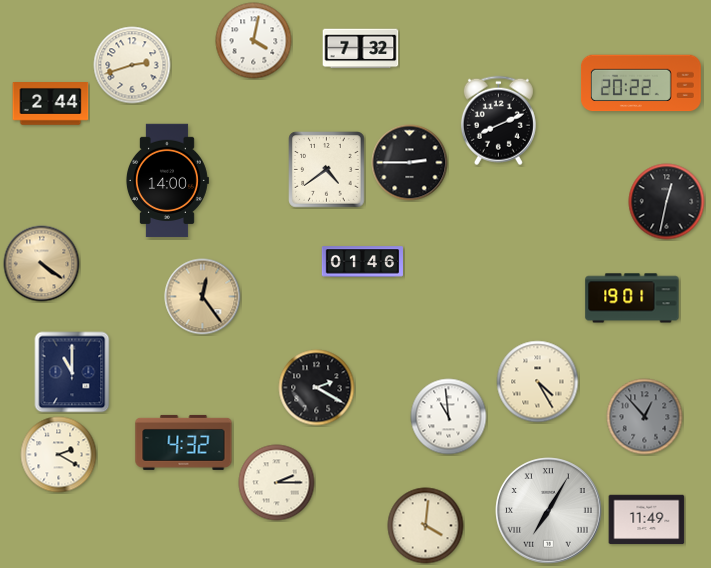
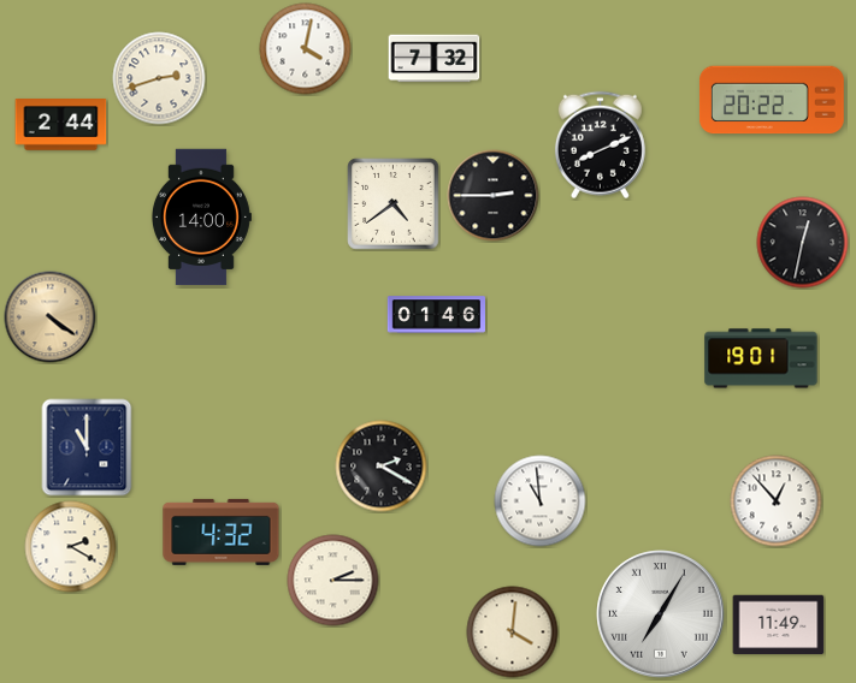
clock at (203, 297): 12:24 -> none
clock at (538, 382): 4:25 -> none
clock at (645, 417) dial: grey -> white
